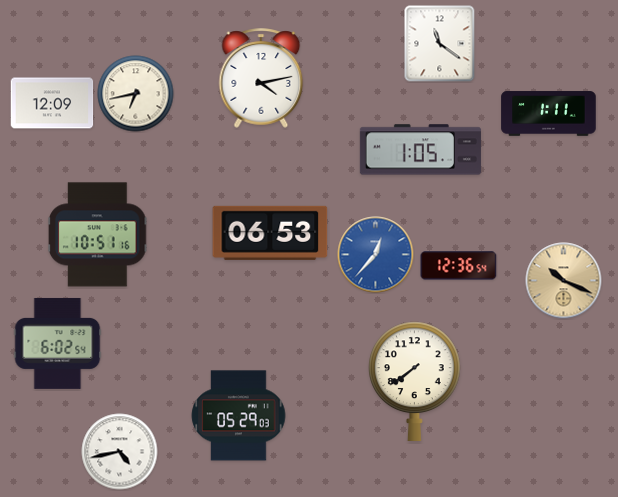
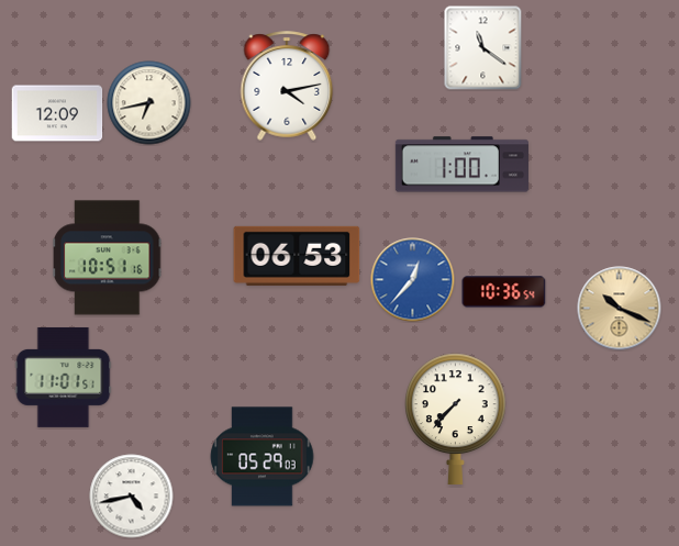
clock at (549, 114): 1:11 -> none
clock at (420, 150): 1:05 -> 1:00
clock at (459, 266): 12:36 -> 10:36
clock at (58, 343): 6:02 -> 11:01
clock at (415, 381): 7:39 -> 7:37
